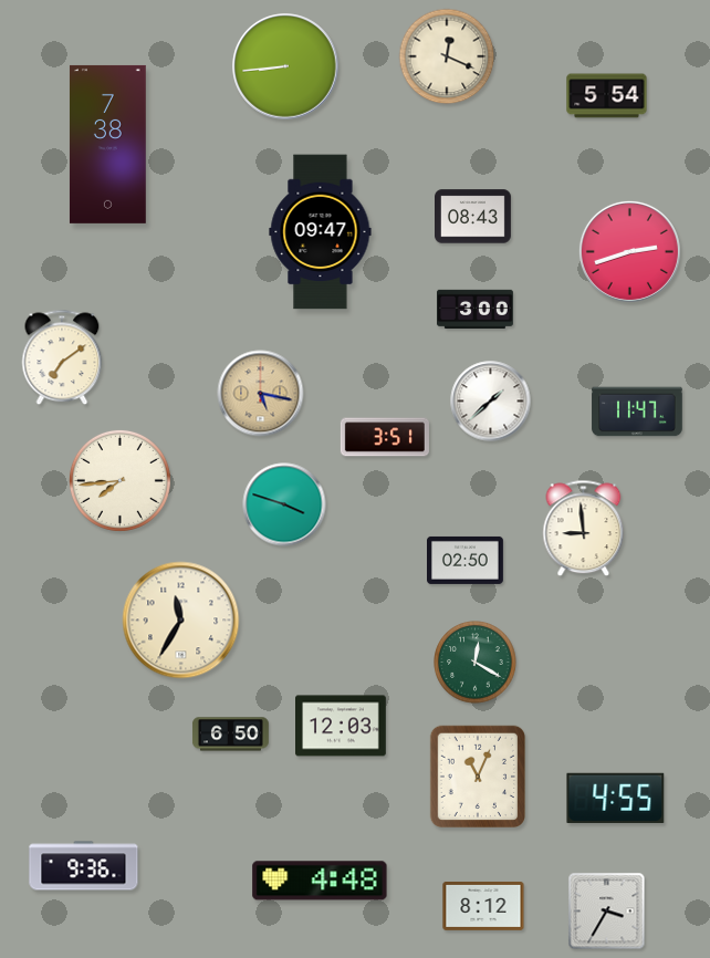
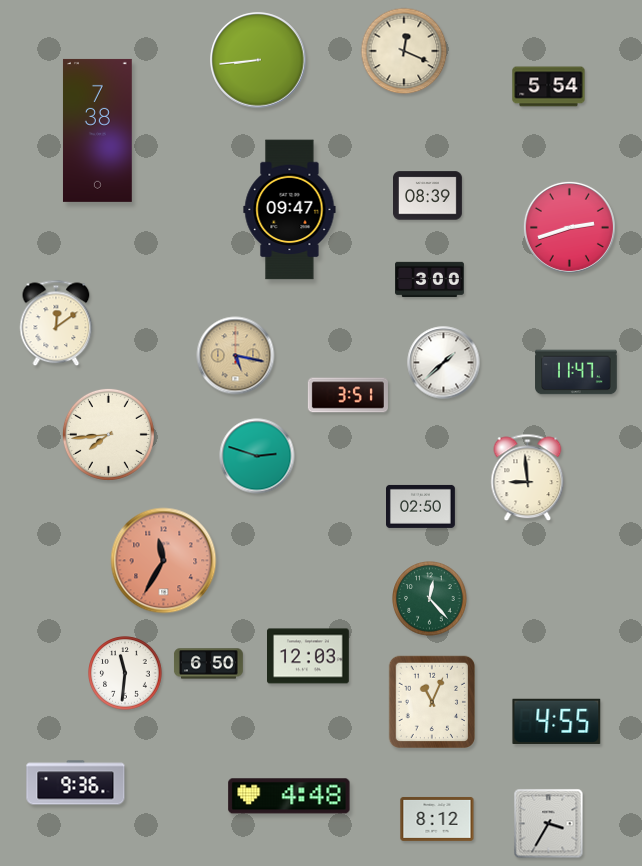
clock at (473, 217): 08:43 -> 08:39
clock at (62, 357): 7:09 -> 12:09
clock at (284, 504): 3:48 -> 2:48
clock at (181, 621) dial: cream -> salmon
clock at (476, 663): 12:20 -> 12:23
clock at (125, 673): none -> 11:31
